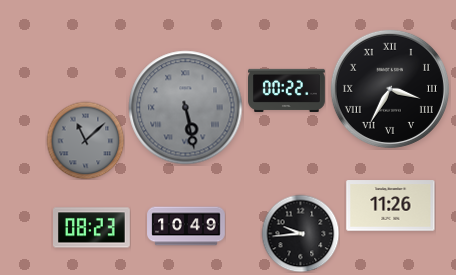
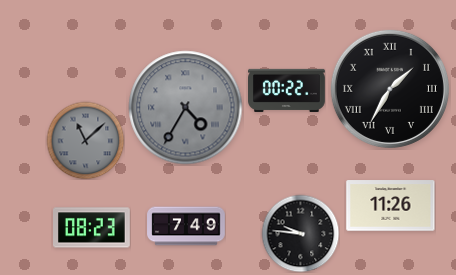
clock at (390, 89): 3:35 -> 1:35
clock at (186, 108): 5:28 -> 4:35
clock at (186, 226): 10:49 -> 7:49
clock at (300, 233): 9:44 -> 9:46
